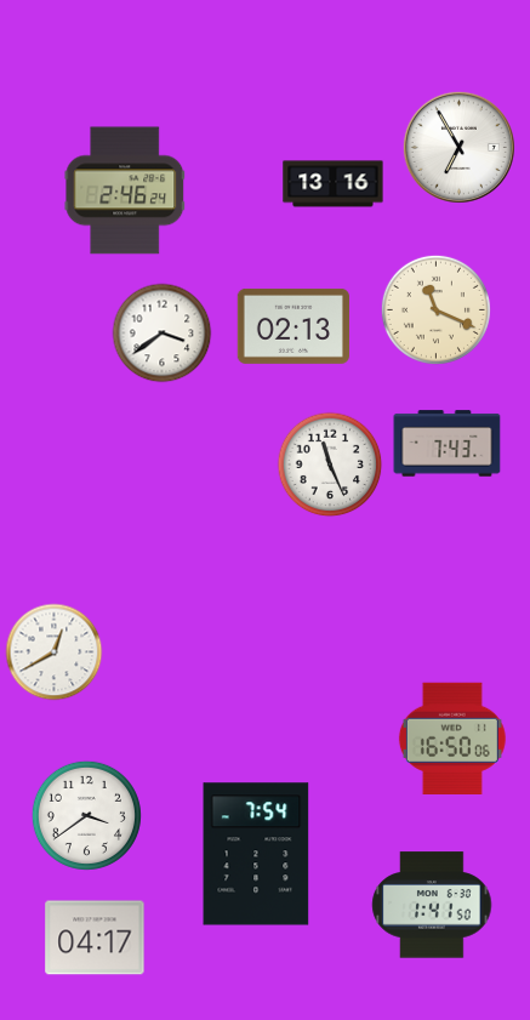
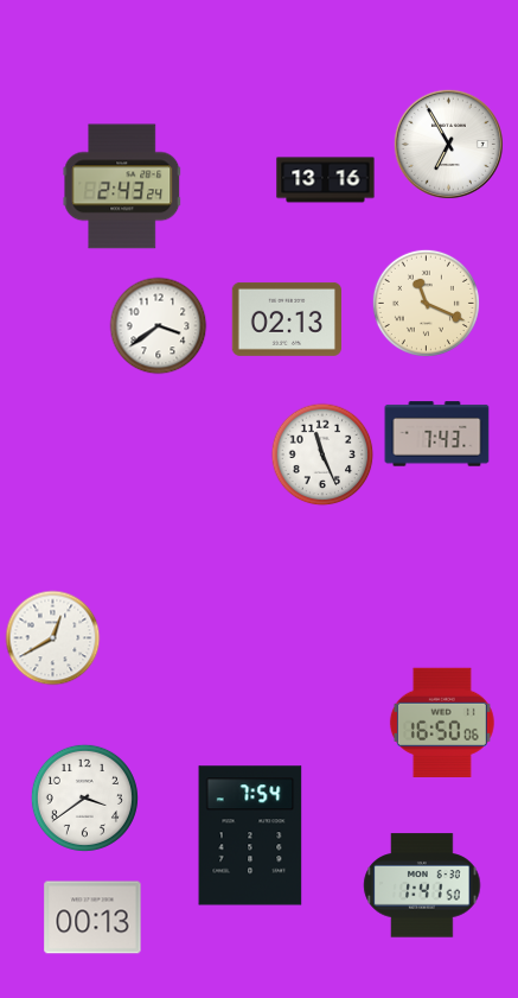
clock at (125, 190): 2:46 -> 2:43
clock at (95, 938): 04:17 -> 00:13
